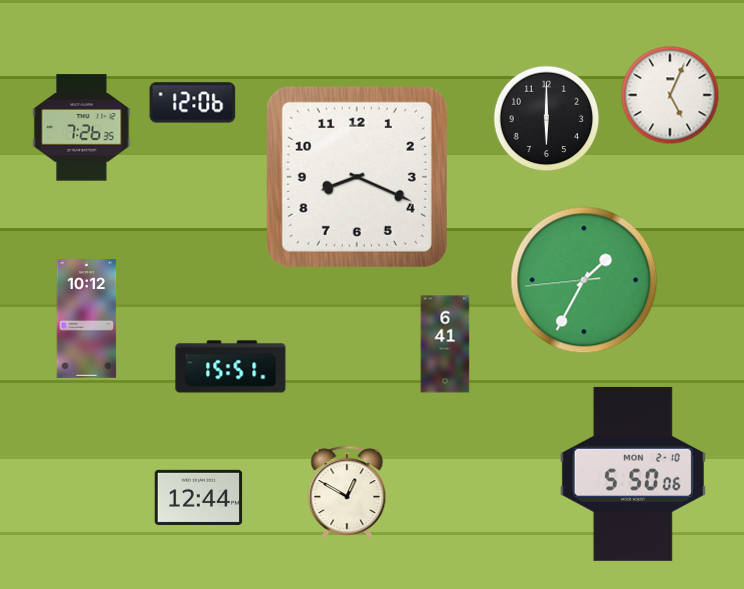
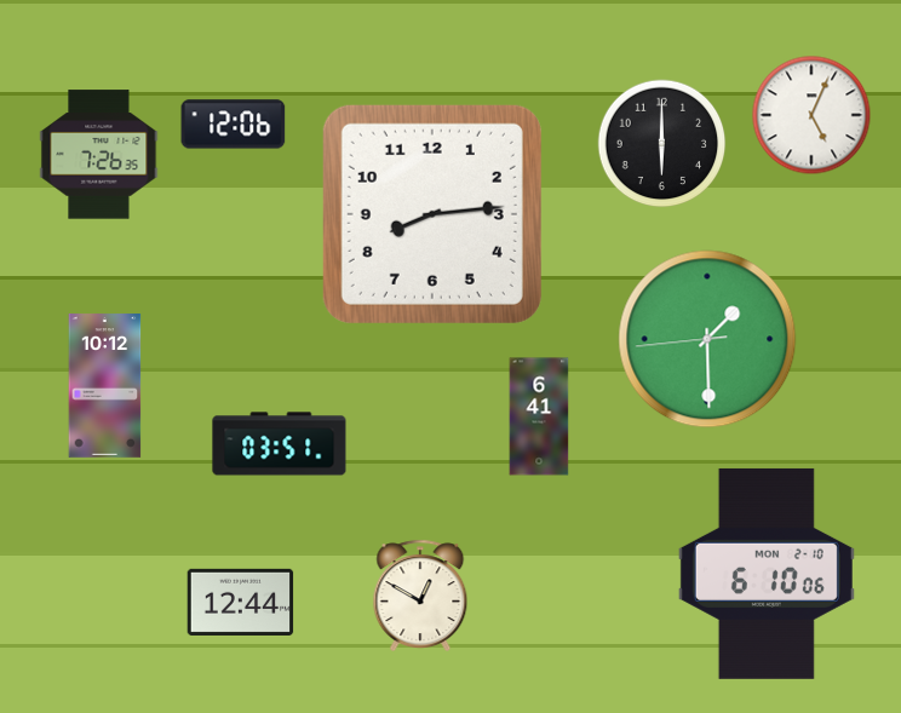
clock at (357, 177): 8:19 -> 8:14
clock at (584, 280): 1:34 -> 1:29
clock at (231, 367): 15:51 -> 03:51
clock at (633, 474): 5:50 -> 6:10
